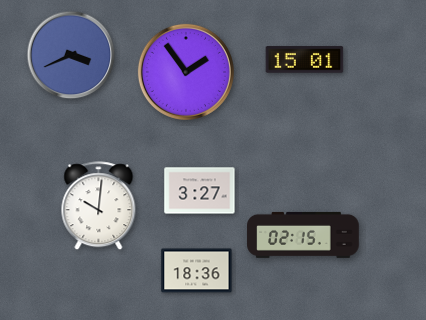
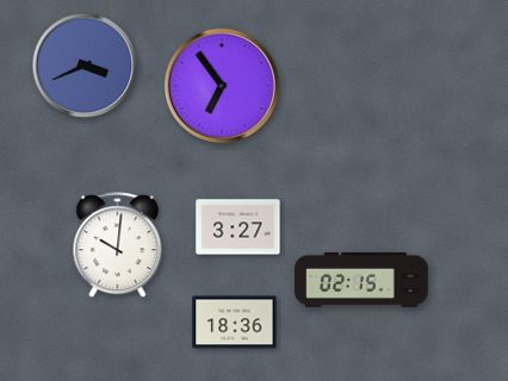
clock at (305, 60): 15:01 -> none
clock at (186, 72): 1:54 -> 6:54
